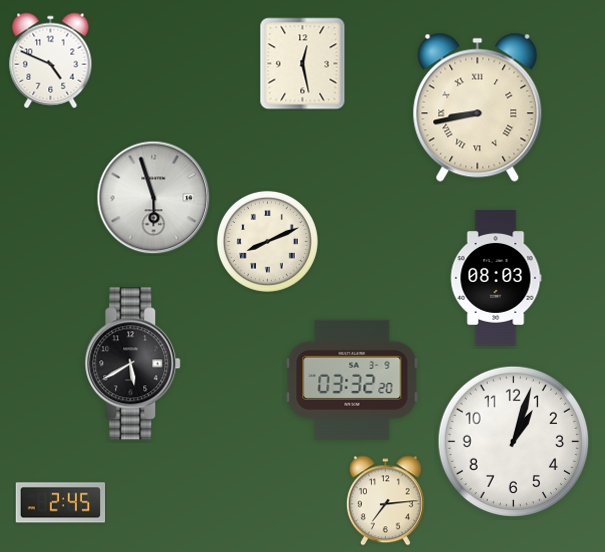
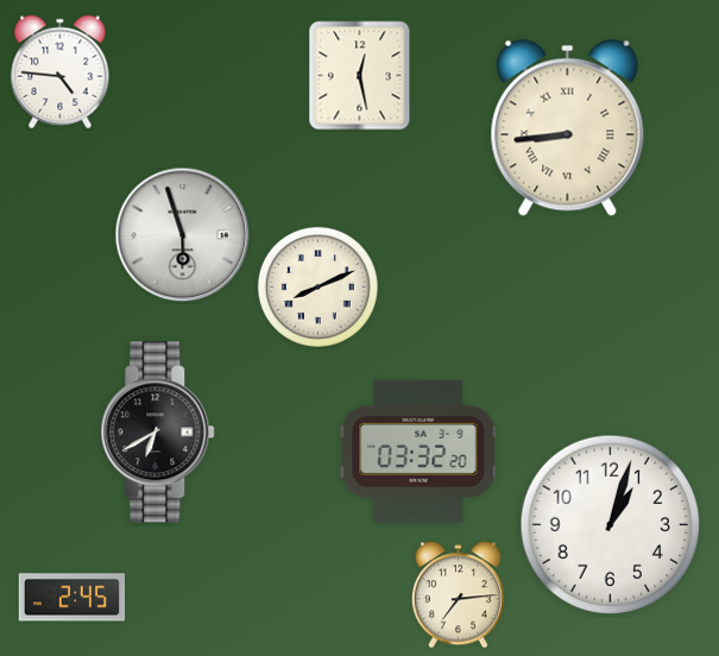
clock at (51, 61): 4:49 -> 4:46
clock at (478, 107): 8:43 -> 8:44
clock at (496, 279): 08:03 -> none
clock at (133, 364): 5:40 -> 6:40
